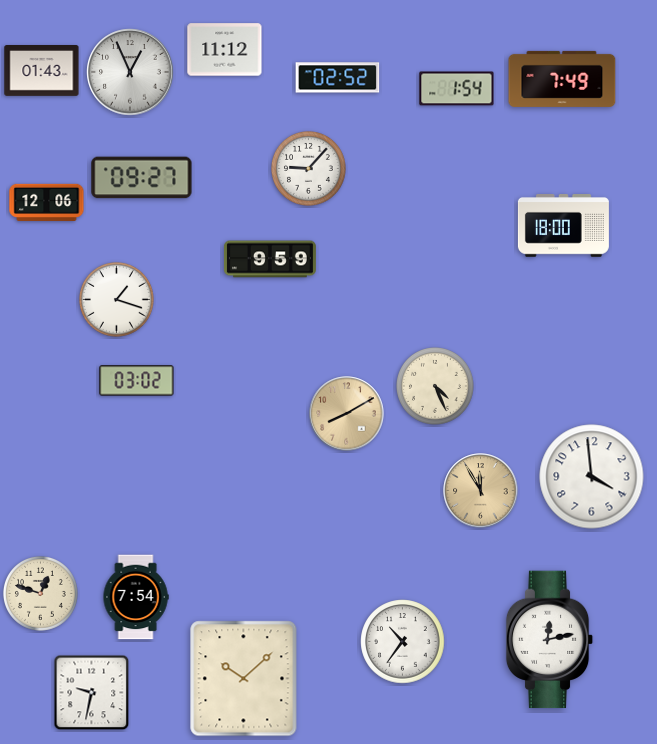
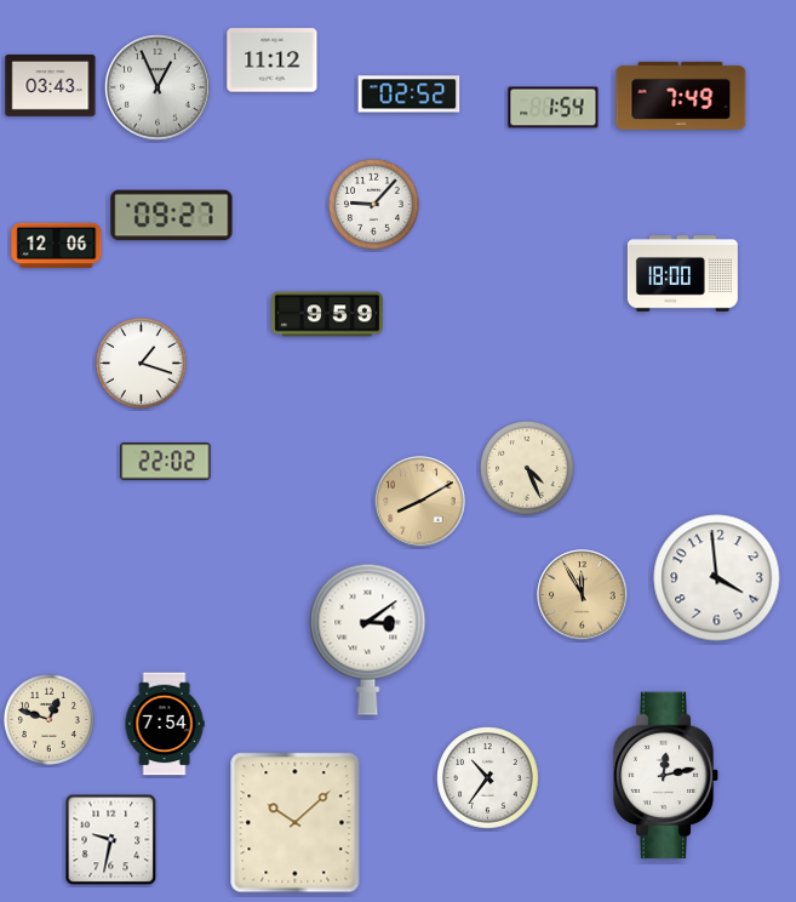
clock at (42, 71): 01:43 -> 03:43
clock at (137, 381): 03:02 -> 22:02
clock at (368, 639): none -> 3:09
